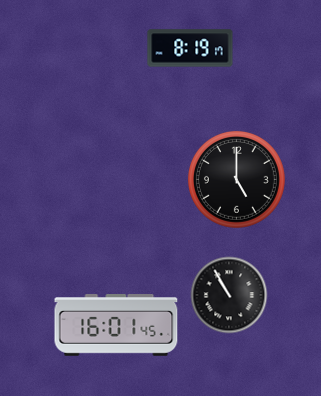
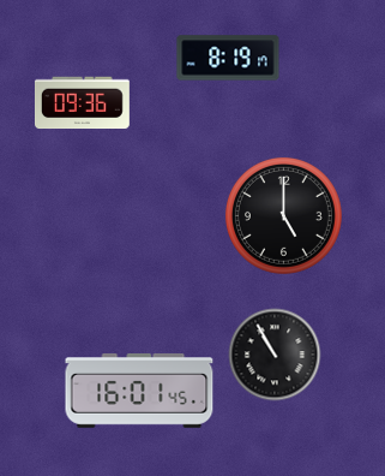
clock at (82, 103): none -> 09:36
